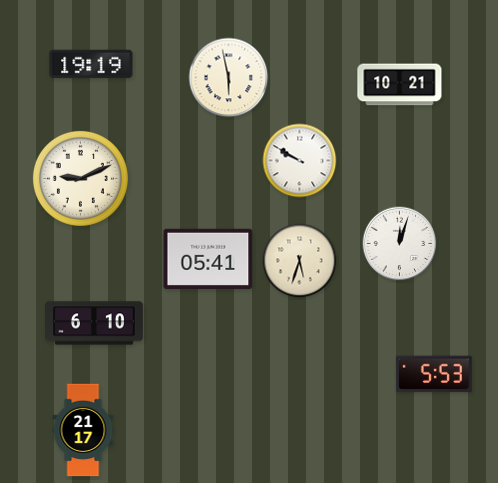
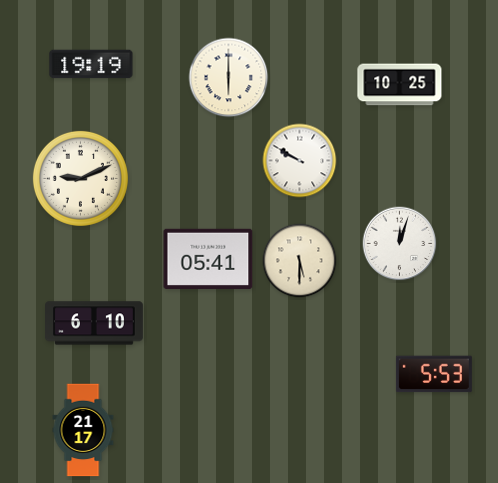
clock at (229, 78): 5:58 -> 6:00
clock at (400, 85): 10:21 -> 10:25
clock at (300, 261): 5:33 -> 5:30
